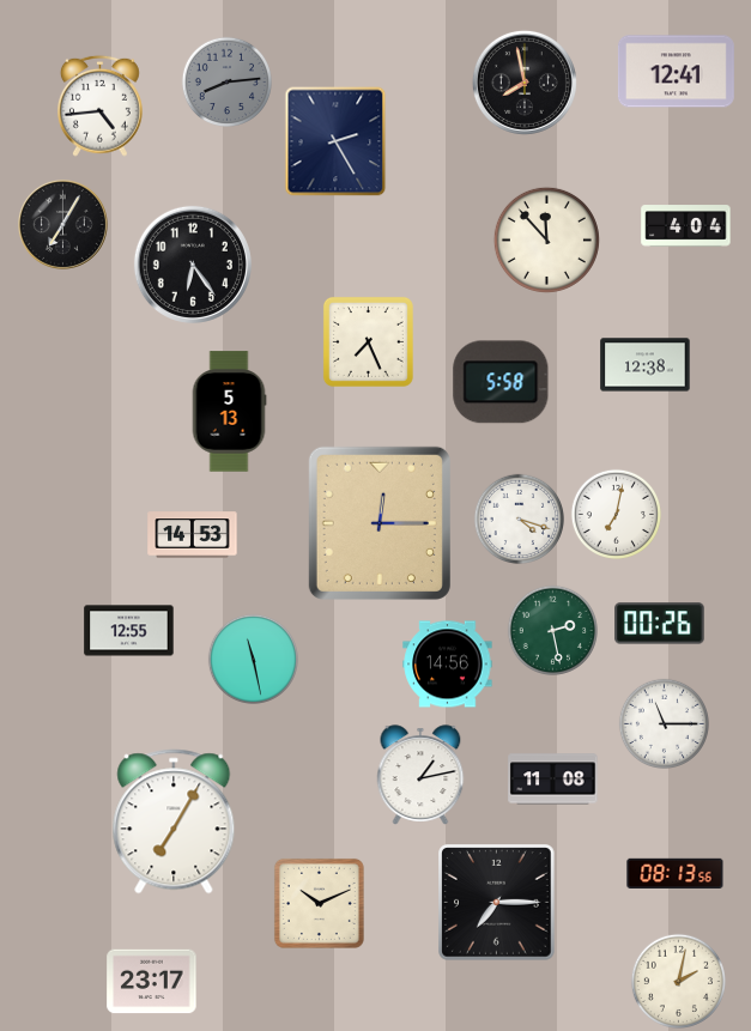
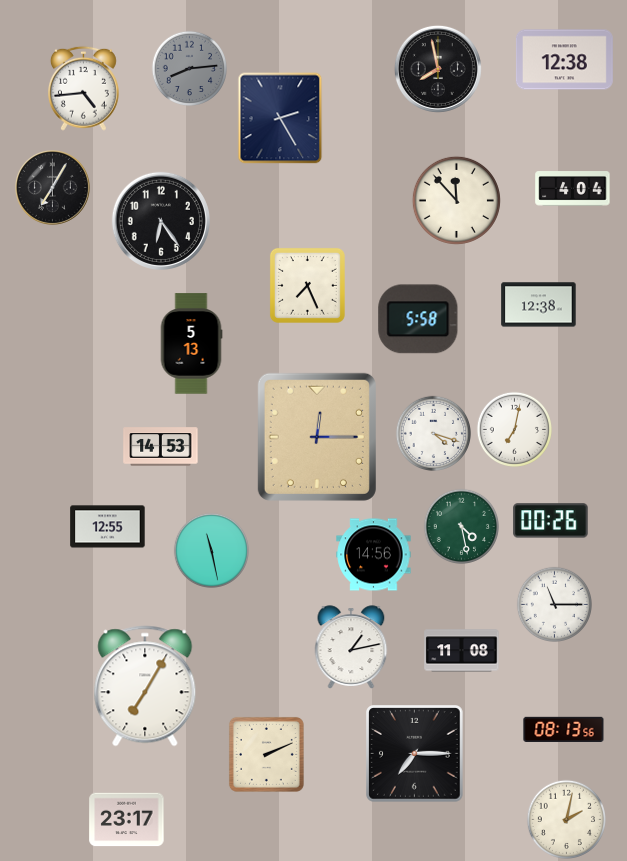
clock at (676, 72): 12:41 -> 12:38
clock at (552, 630): 2:28 -> 4:28
clock at (319, 903): 10:11 -> 2:11
